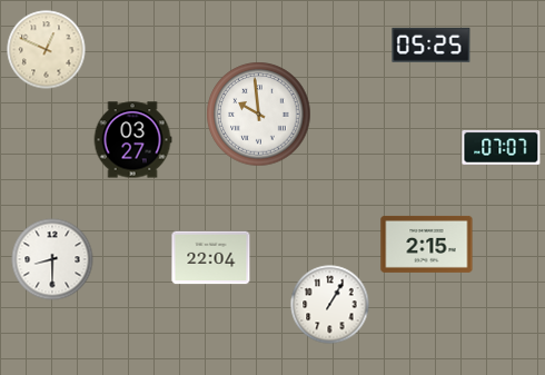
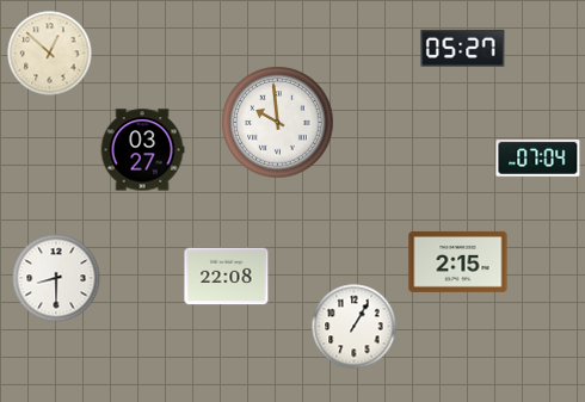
clock at (432, 45): 05:25 -> 05:27
clock at (47, 50): 12:49 -> 12:52
clock at (502, 147): 07:07 -> 07:04
clock at (211, 258): 22:04 -> 22:08
